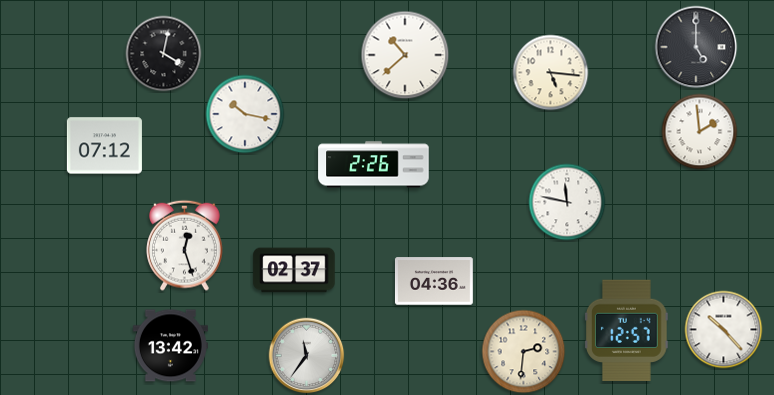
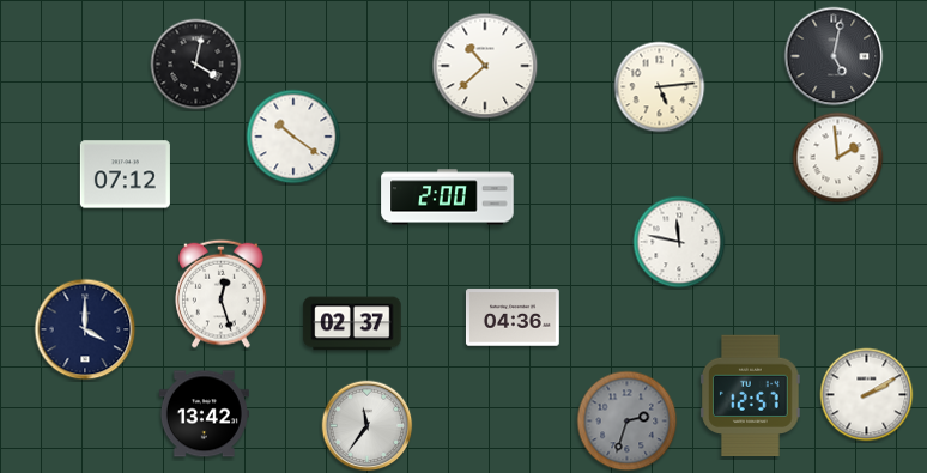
clock at (696, 47): 5:00 -> 5:02
clock at (551, 73): 5:16 -> 5:14
clock at (245, 114): 10:17 -> 10:21
clock at (374, 165): 2:26 -> 2:00
clock at (85, 329): none -> 4:00
clock at (434, 281) position: (434, 281) -> (513, 317)
clock at (724, 330): 10:23 -> 2:10
clock at (524, 352): 2:31 -> 2:33
clock at (524, 352) dial: cream -> grey
